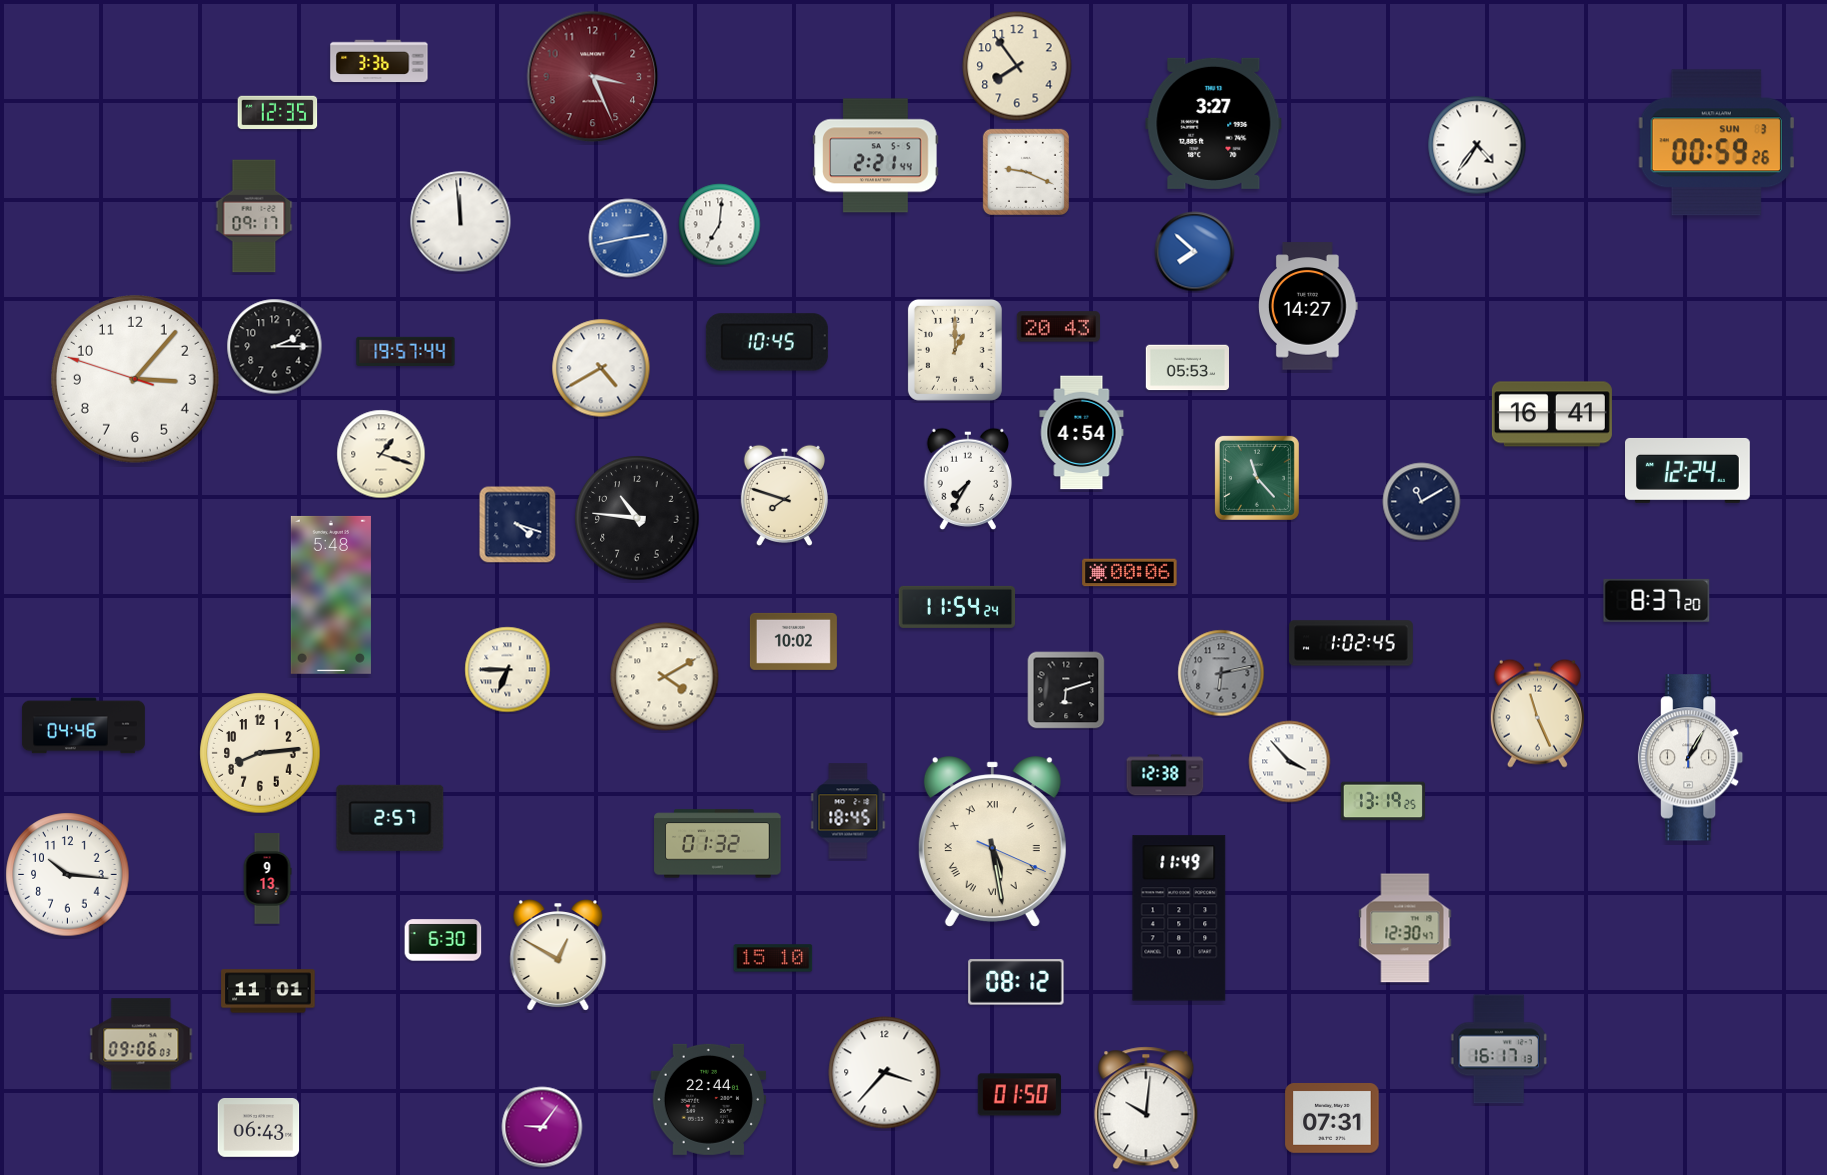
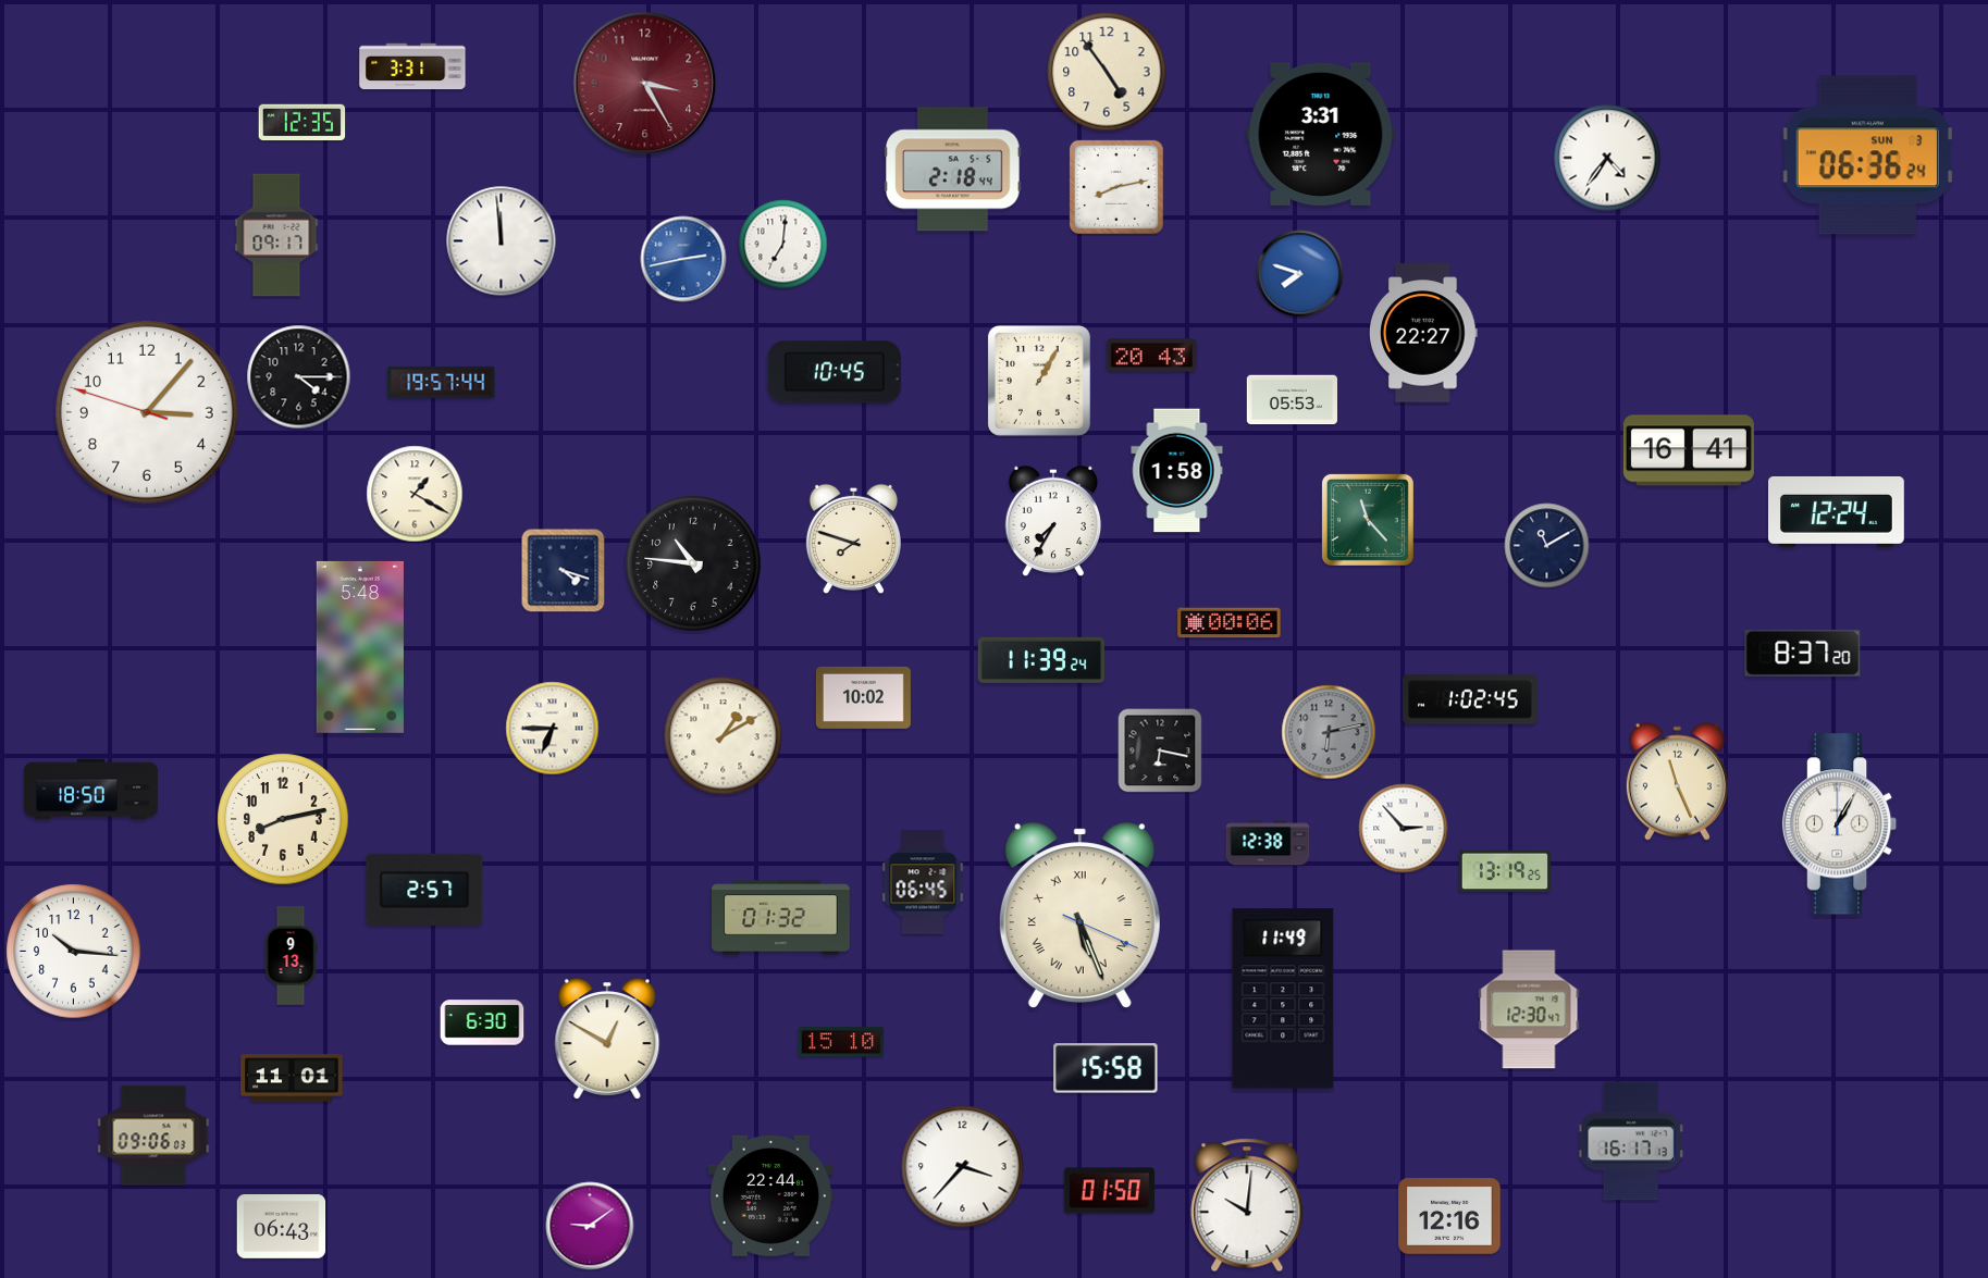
clock at (379, 61): 3:36 -> 3:31
clock at (1017, 66): 7:54 -> 4:54
clock at (593, 77): 3:26 -> 3:25
clock at (1214, 123): 3:27 -> 3:31
clock at (1716, 143): 00:59 -> 06:36
clock at (876, 156): 2:21 -> 2:18
clock at (1026, 172): 9:19 -> 8:13
clock at (1195, 252): 7:52 -> 7:48
clock at (1309, 306): 14:27 -> 22:27
clock at (275, 347): 2:15 -> 4:15
clock at (955, 350): 1:00 -> 1:05
clock at (601, 368): 4:40 -> none
clock at (1082, 433): 4:54 -> 1:58
clock at (381, 454): 1:18 -> 1:20
clock at (957, 607): 11:54 -> 11:39
clock at (665, 677): 4:10 -> 1:10
clock at (1066, 690): 6:12 -> 6:17
clock at (1537, 713) position: (1537, 713) -> (1677, 781)
clock at (84, 726): 04:46 -> 18:50
clock at (260, 753): 8:14 -> 8:13
clock at (1290, 762): 3:53 -> 2:53
clock at (848, 811): 18:45 -> 06:45
clock at (992, 842): 5:28 -> 5:26
clock at (1016, 982): 08:12 -> 15:58
clock at (1332, 1119): 07:31 -> 12:16
clock at (542, 1127): 9:06 -> 9:09
